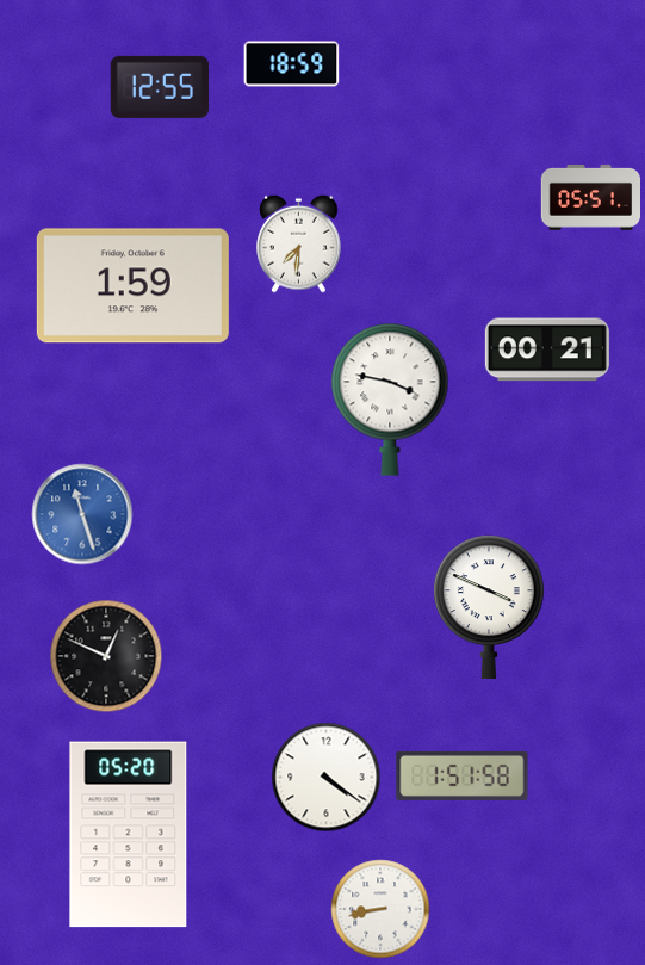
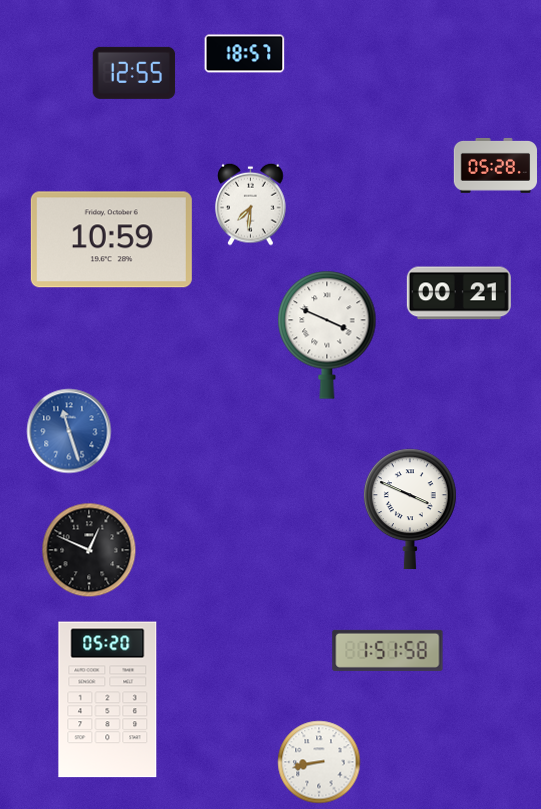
clock at (292, 64): 18:59 -> 18:57
clock at (591, 198): 05:51 -> 05:28
clock at (132, 286): 1:59 -> 10:59
clock at (390, 400): 3:47 -> 3:49
clock at (327, 778): 4:21 -> none
